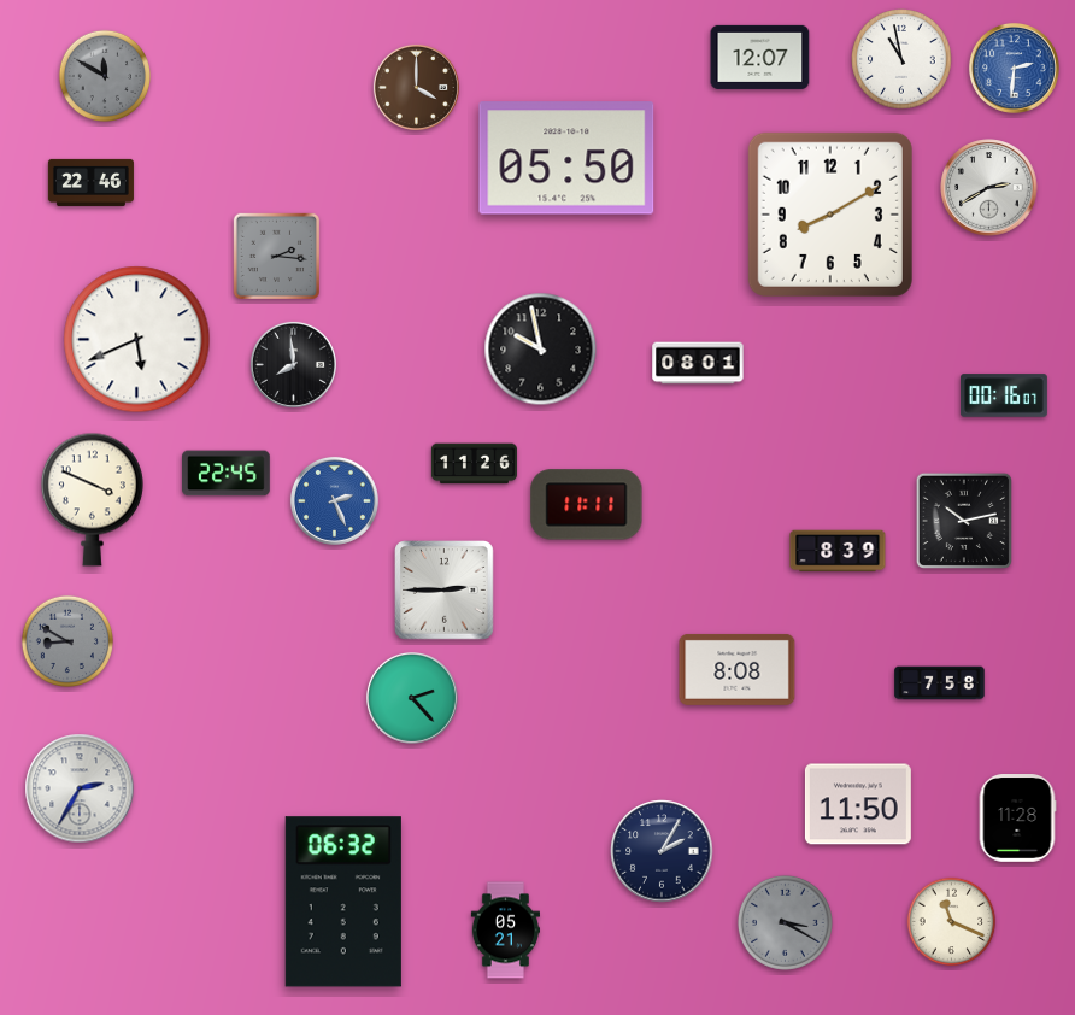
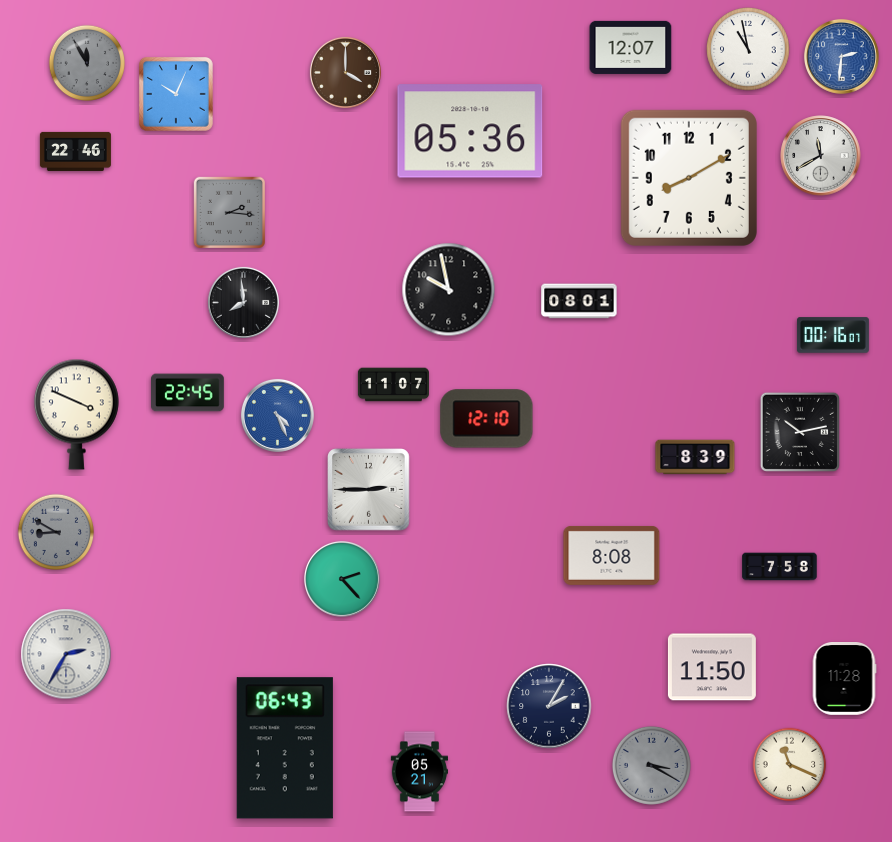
clock at (104, 75): 11:50 -> 11:55
clock at (176, 94): none -> 10:04
clock at (566, 158): 05:50 -> 05:36
clock at (989, 188): 2:40 -> 11:40
clock at (137, 340): 5:41 -> none
clock at (1004, 395) position: (1004, 395) -> (833, 335)
clock at (474, 464): 11:26 -> 11:07
clock at (334, 500): 2:26 -> 4:26
clock at (587, 505): 11:11 -> 12:10
clock at (343, 902): 06:32 -> 06:43
